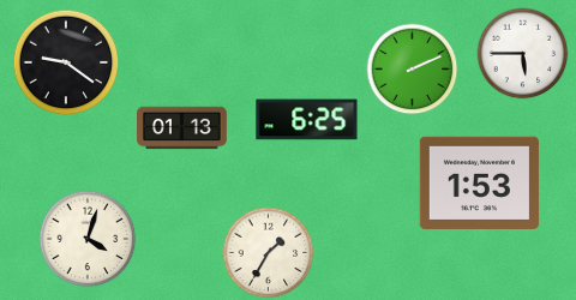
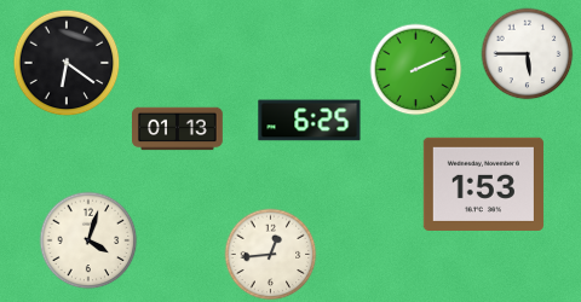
clock at (66, 62): 9:21 -> 6:21
clock at (182, 128) position: (182, 128) -> (178, 129)
clock at (269, 253): 1:35 -> 12:44
